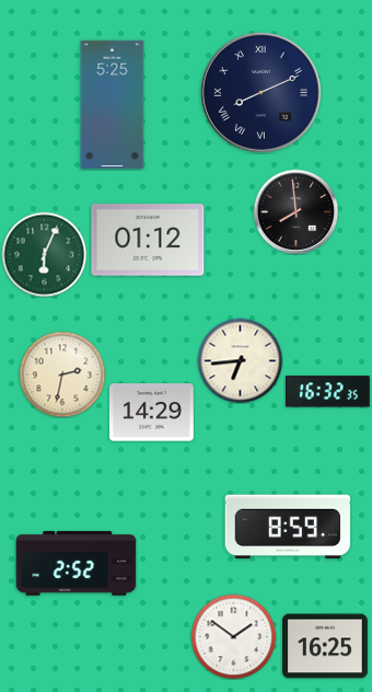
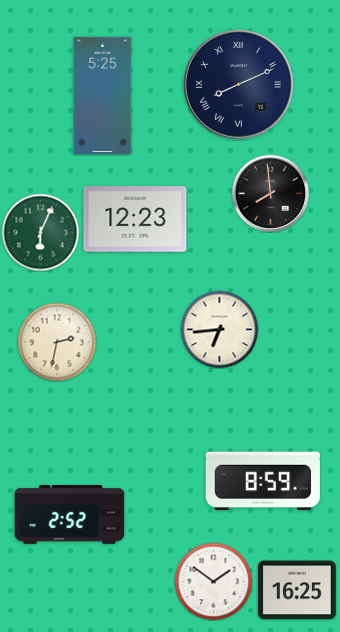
clock at (148, 240): 01:12 -> 12:23
clock at (327, 392): 16:32 -> none
clock at (151, 413): 14:29 -> none
